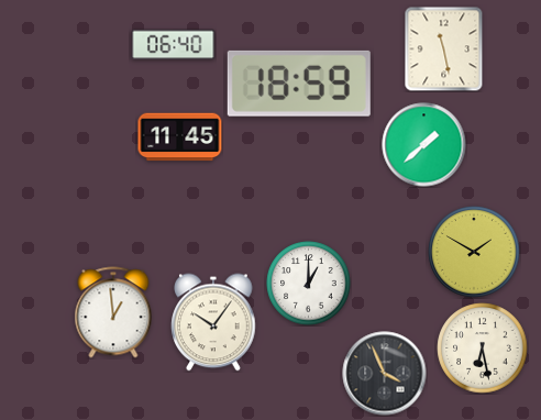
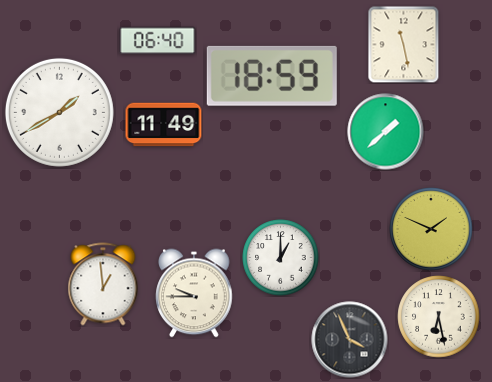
clock at (59, 112): none -> 1:40
clock at (180, 137): 11:45 -> 11:49
clock at (474, 252): 1:50 -> 1:49
clock at (213, 322): 10:06 -> 9:45
